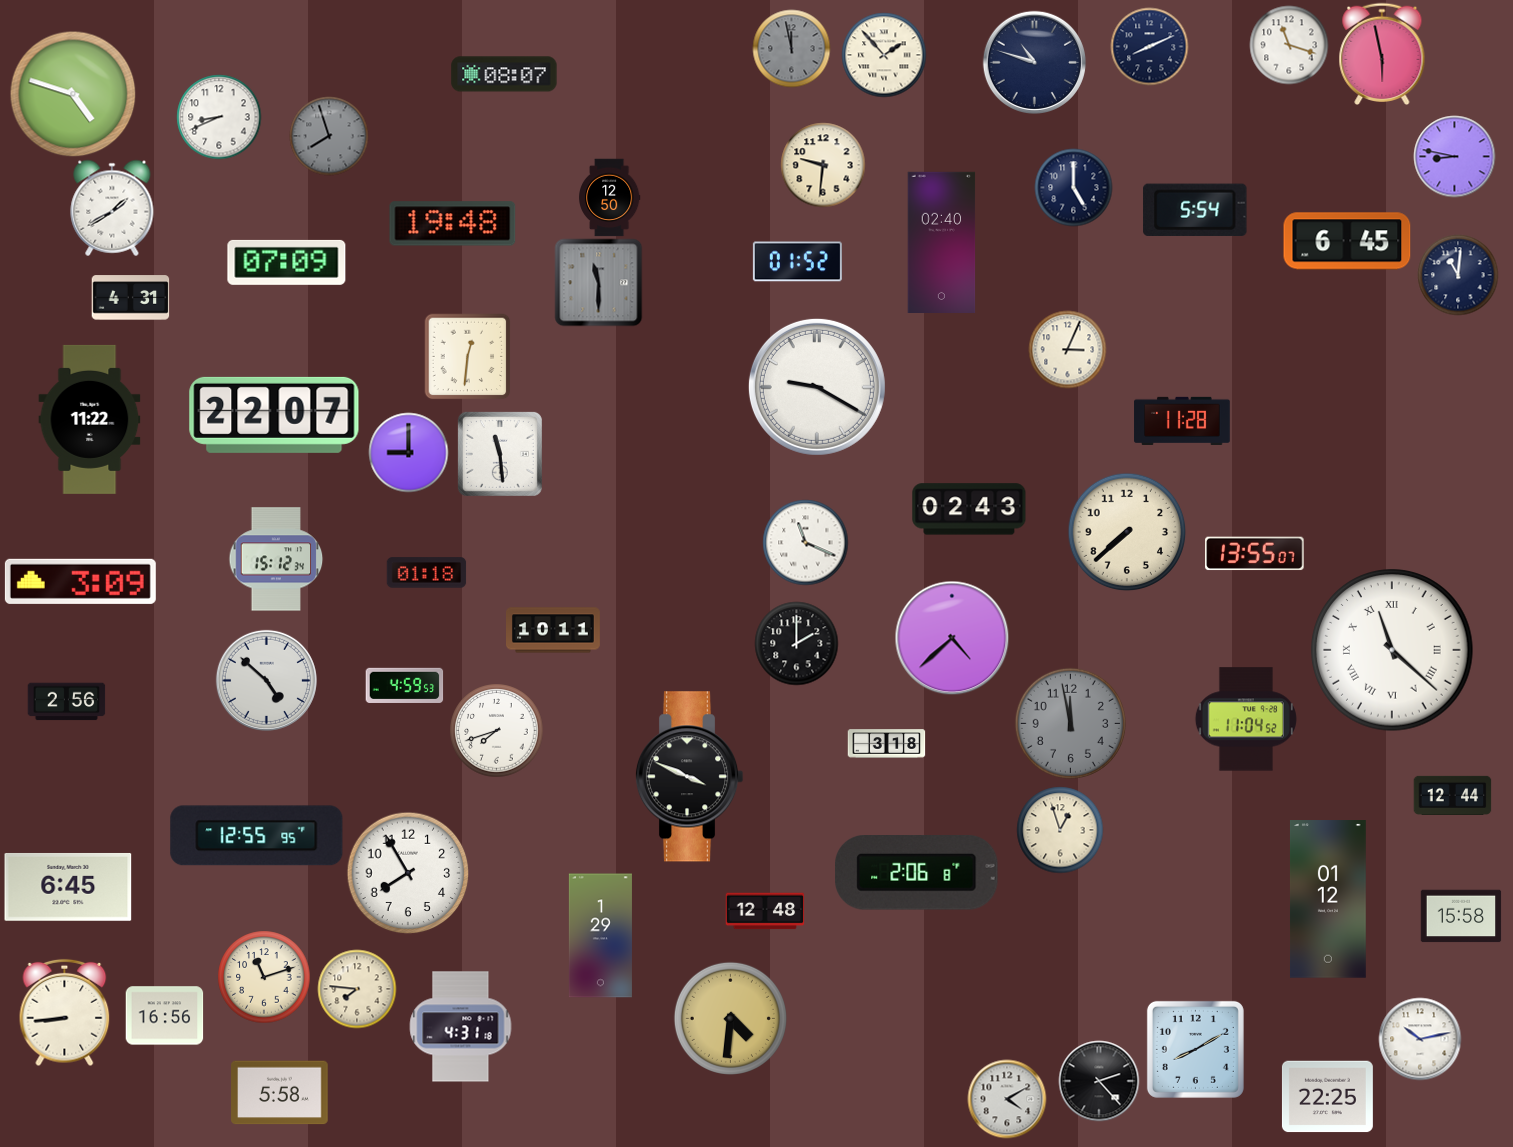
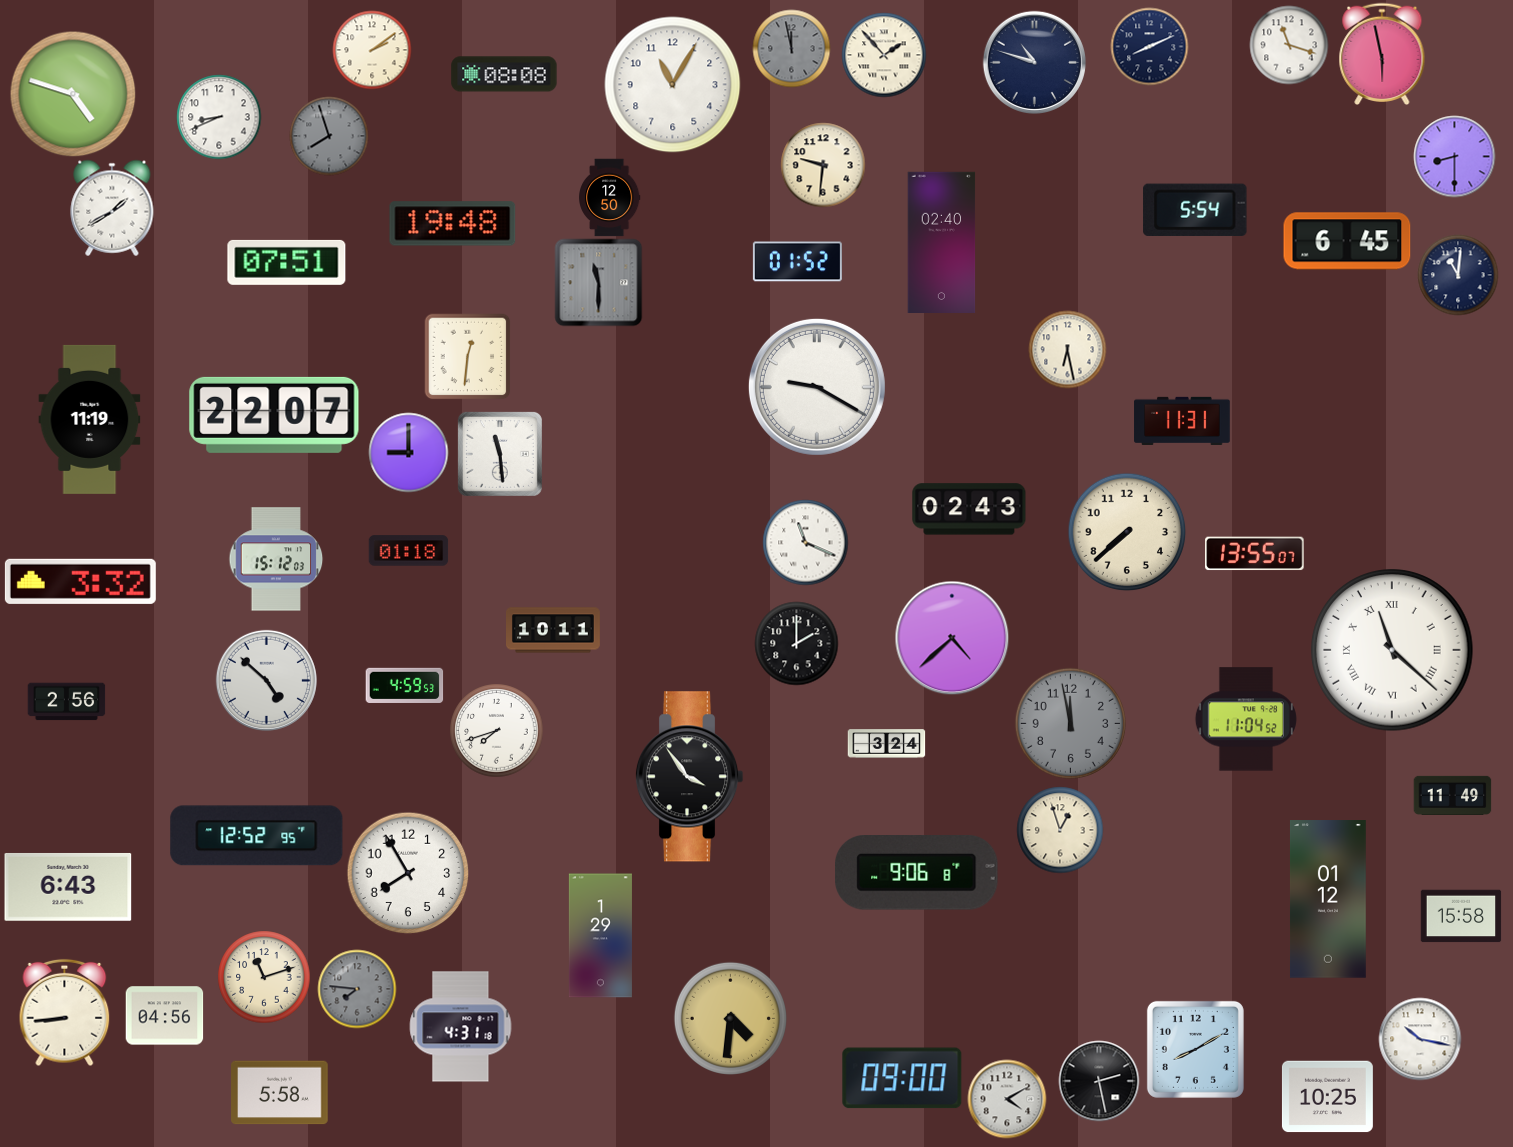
clock at (372, 50): none -> 2:09
clock at (504, 74): 08:07 -> 08:08
clock at (673, 85): none -> 11:05
clock at (1454, 156): 8:47 -> 8:30
clock at (1073, 187): 5:00 -> none
clock at (287, 262): 07:09 -> 07:51
clock at (130, 298): 4:31 -> none
clock at (1067, 349): 3:04 -> 6:28
clock at (90, 419): 11:22 -> 11:19
clock at (1182, 420): 11:28 -> 11:31
clock at (276, 559): 15:12:34 -> 15:12:03
clock at (426, 573) position: (426, 573) -> (408, 551)
clock at (80, 581): 3:09 -> 3:32
clock at (886, 744): 3:18 -> 3:24
clock at (689, 777): 3:49 -> 3:54
clock at (1452, 795): 12:44 -> 11:49
clock at (257, 836): 12:55 -> 12:52
clock at (917, 873): 2:06 -> 9:06
clock at (68, 887): 6:45 -> 6:43
clock at (765, 911): 12:48 -> none
clock at (357, 989) dial: cream -> grey
clock at (164, 1016): 16:56 -> 04:56
clock at (1420, 1039): 10:13 -> 10:17
clock at (902, 1078): none -> 09:00
clock at (1099, 1081): 2:23 -> 2:28
clock at (1327, 1097): 22:25 -> 10:25
